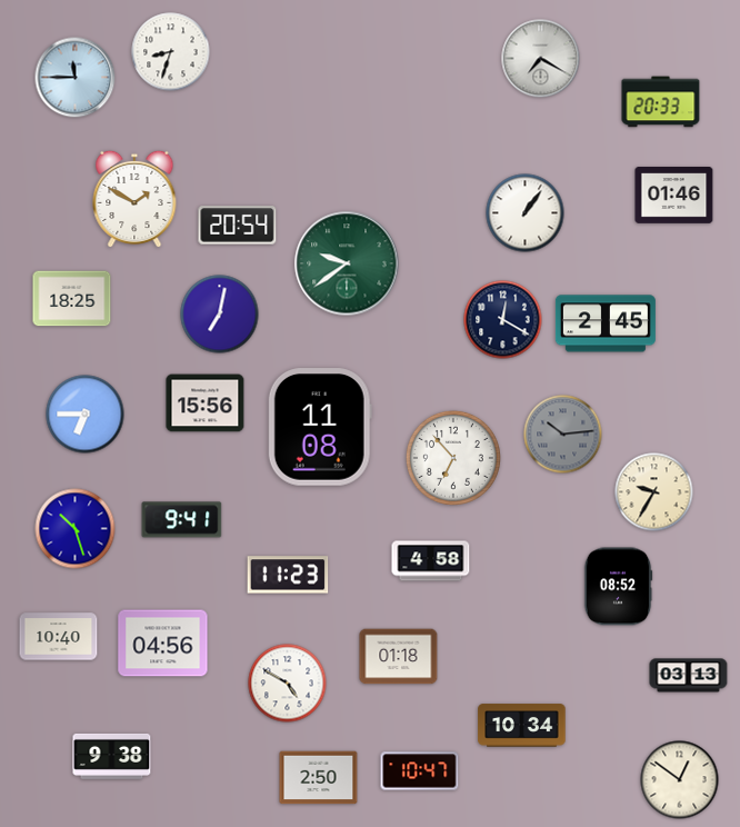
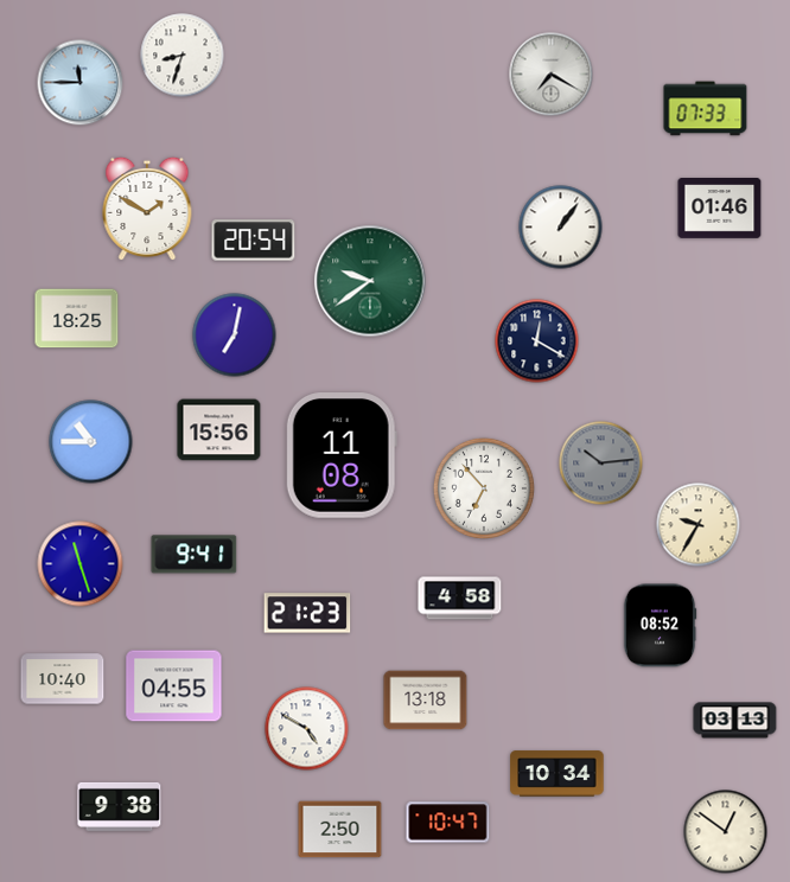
clock at (541, 59) position: (541, 59) -> (552, 75)
clock at (661, 102): 20:33 -> 07:33
clock at (134, 199) position: (134, 199) -> (147, 209)
clock at (606, 323): 2:45 -> none
clock at (86, 415): 6:45 -> 10:45
clock at (76, 529): 10:27 -> 11:27
clock at (288, 575): 11:23 -> 21:23
clock at (163, 644): 04:56 -> 04:55
clock at (399, 657): 01:18 -> 13:18
